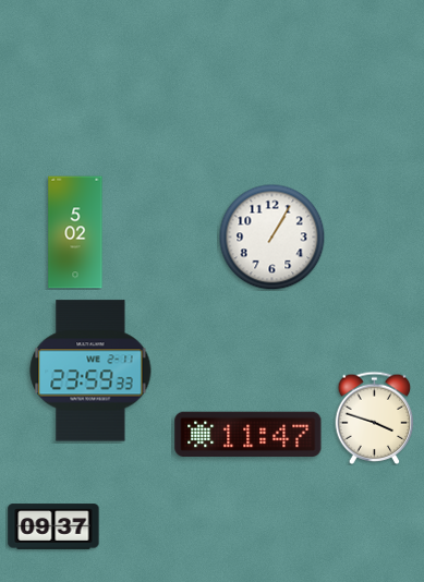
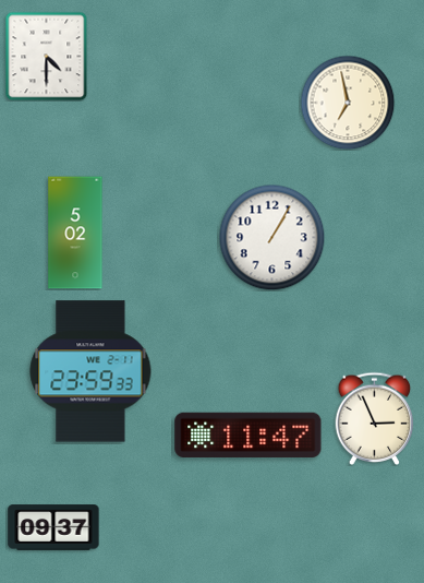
clock at (47, 56): none -> 4:30
clock at (348, 103): none -> 6:58
clock at (375, 417): 3:48 -> 2:56
